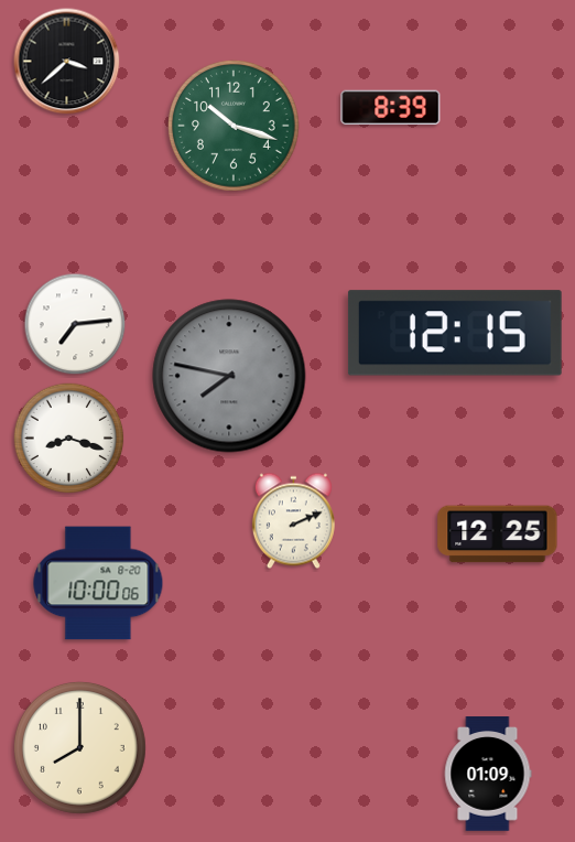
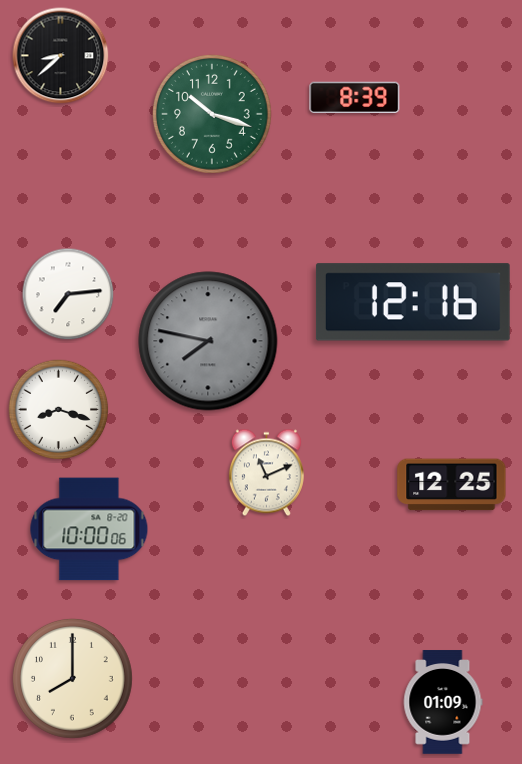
clock at (67, 62): 3:38 -> 8:38
clock at (455, 333): 12:15 -> 12:16
clock at (69, 439) position: (69, 439) -> (59, 410)
clock at (293, 521): 2:11 -> 11:11
